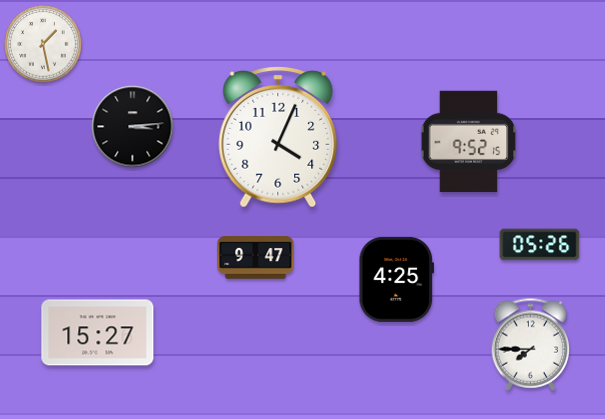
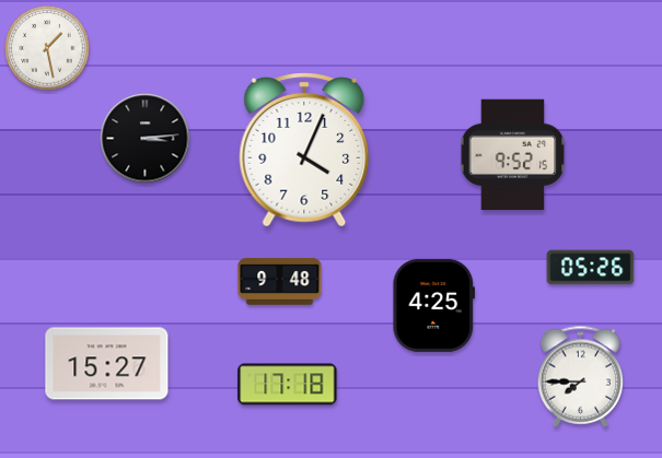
clock at (256, 258): 9:47 -> 9:48
clock at (288, 385): none -> 17:18
